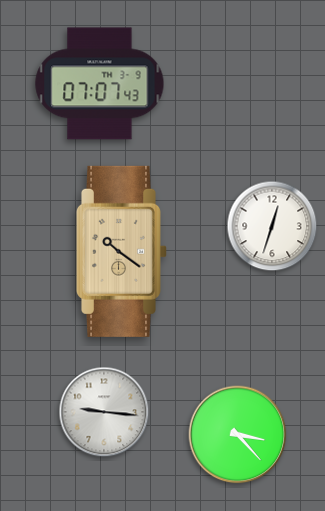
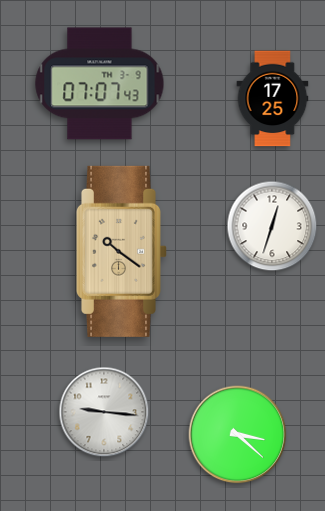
clock at (273, 99): none -> 17:25
clock at (238, 435): 3:23 -> 3:22
